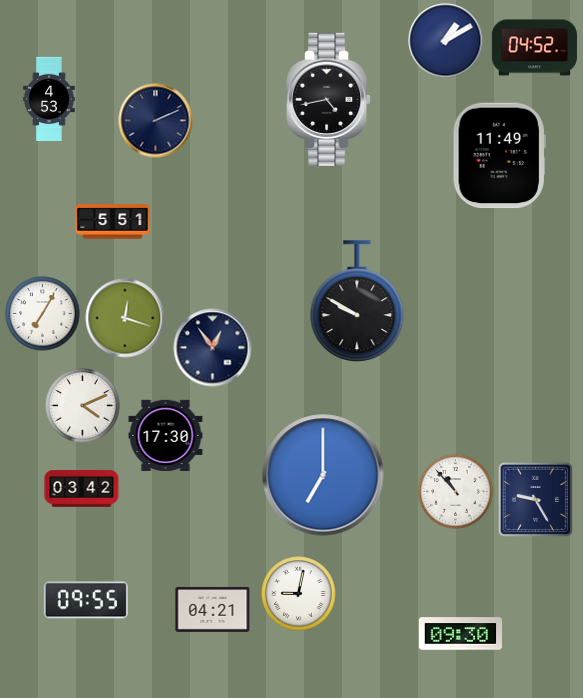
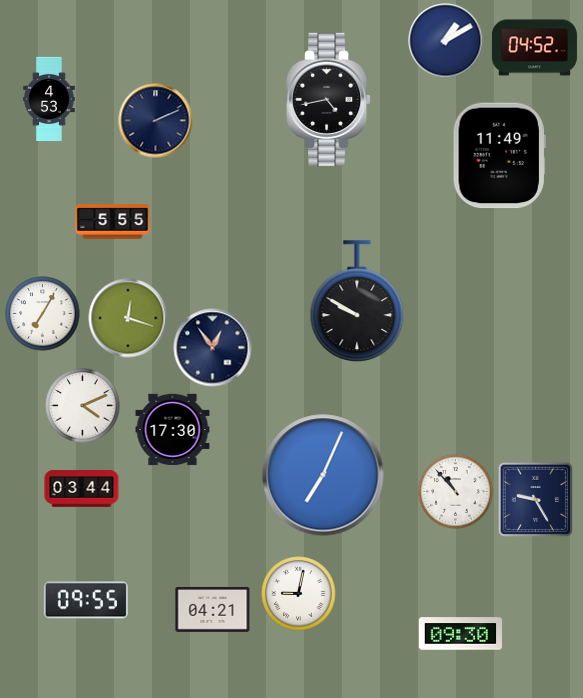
clock at (113, 222): 5:51 -> 5:55
clock at (125, 318) position: (125, 318) -> (128, 318)
clock at (166, 436) position: (166, 436) -> (173, 430)
clock at (323, 475): 7:00 -> 7:04
clock at (82, 489): 03:42 -> 03:44
